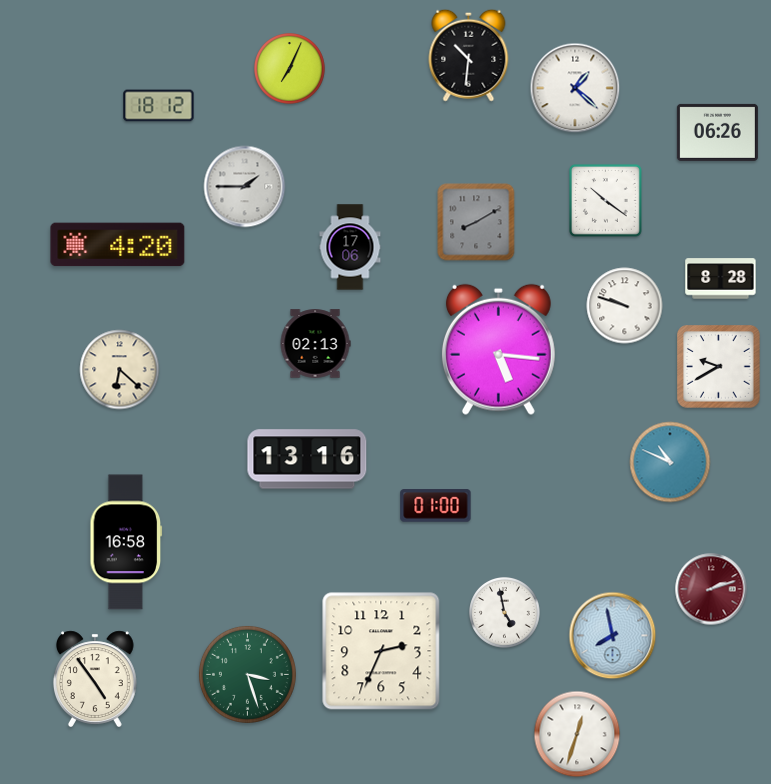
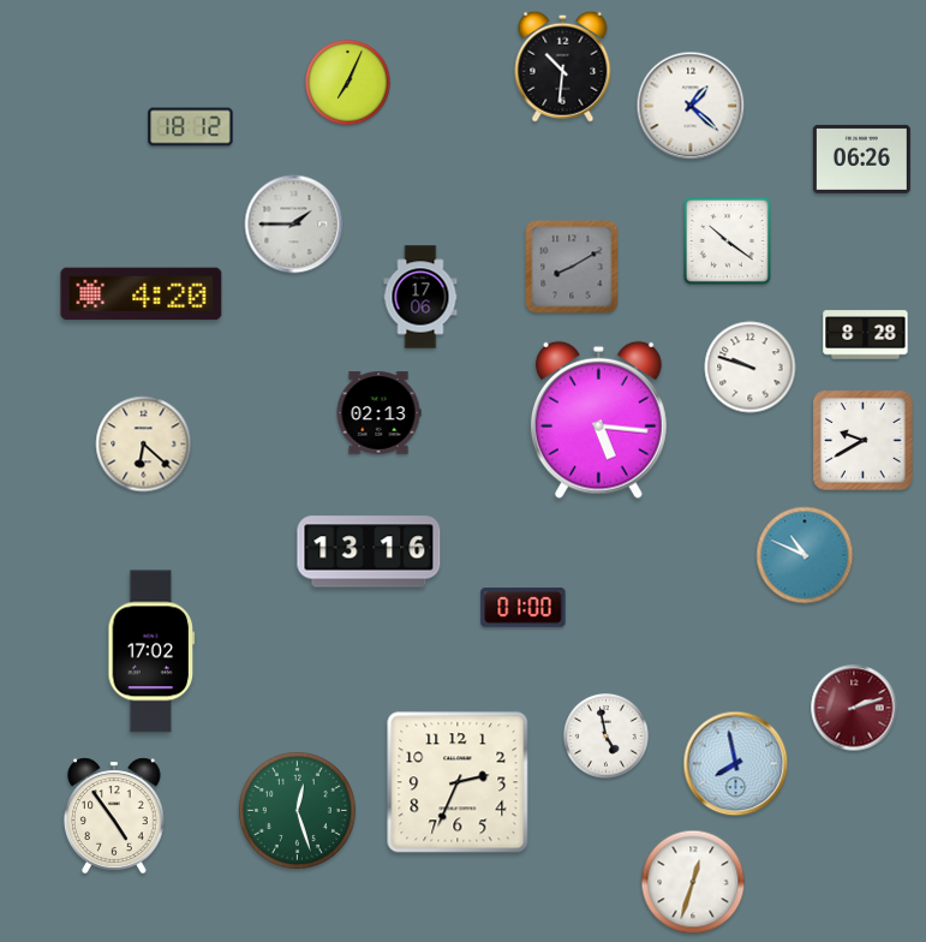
clock at (126, 542): 16:58 -> 17:02
clock at (247, 674): 3:27 -> 12:27
